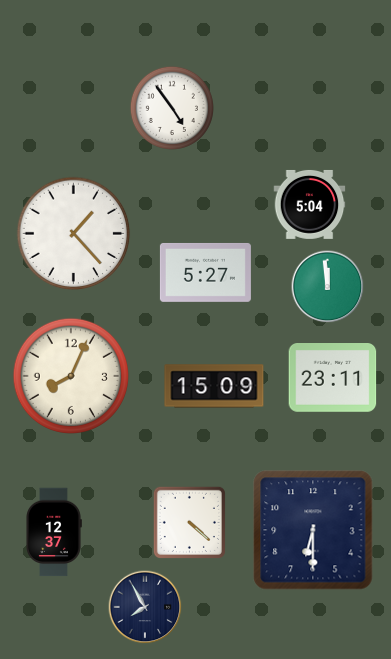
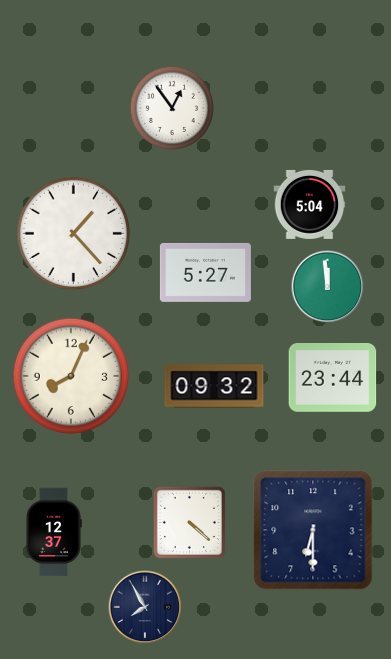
clock at (172, 108): 4:54 -> 12:54
clock at (333, 378): 23:11 -> 23:44
clock at (214, 386): 15:09 -> 09:32
